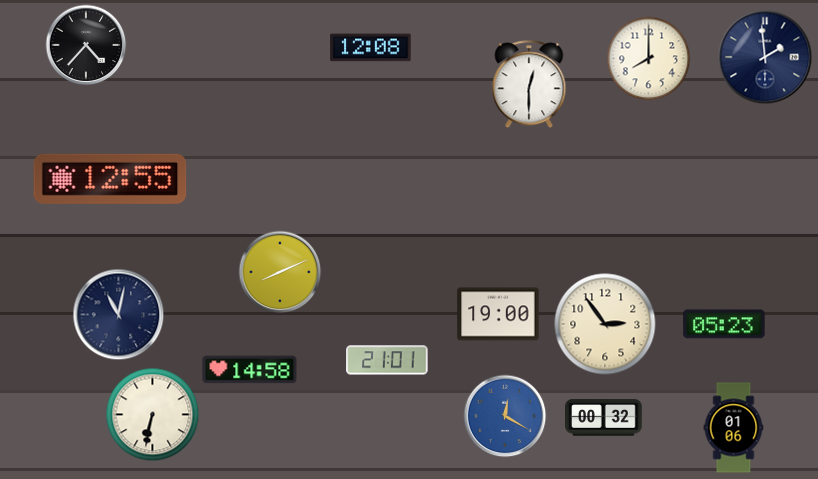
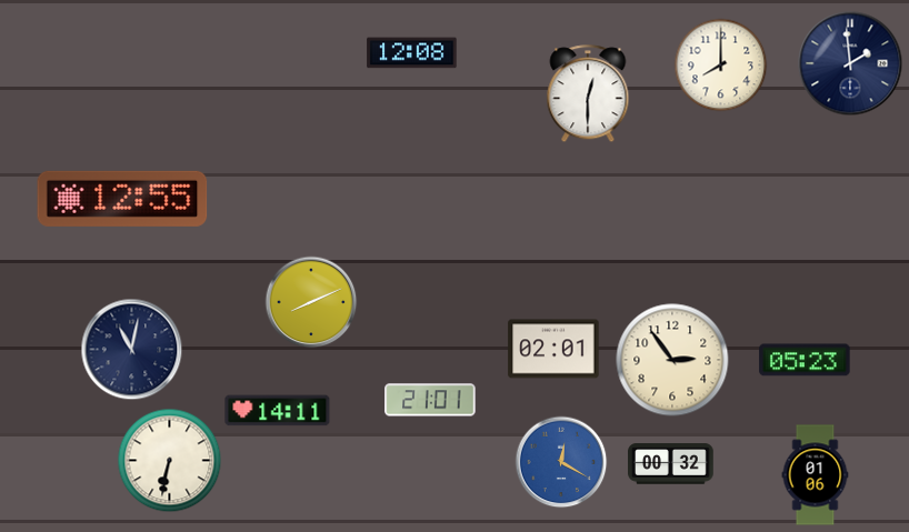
clock at (86, 45): 4:37 -> none
clock at (498, 314): 19:00 -> 02:01
clock at (250, 370): 14:58 -> 14:11
